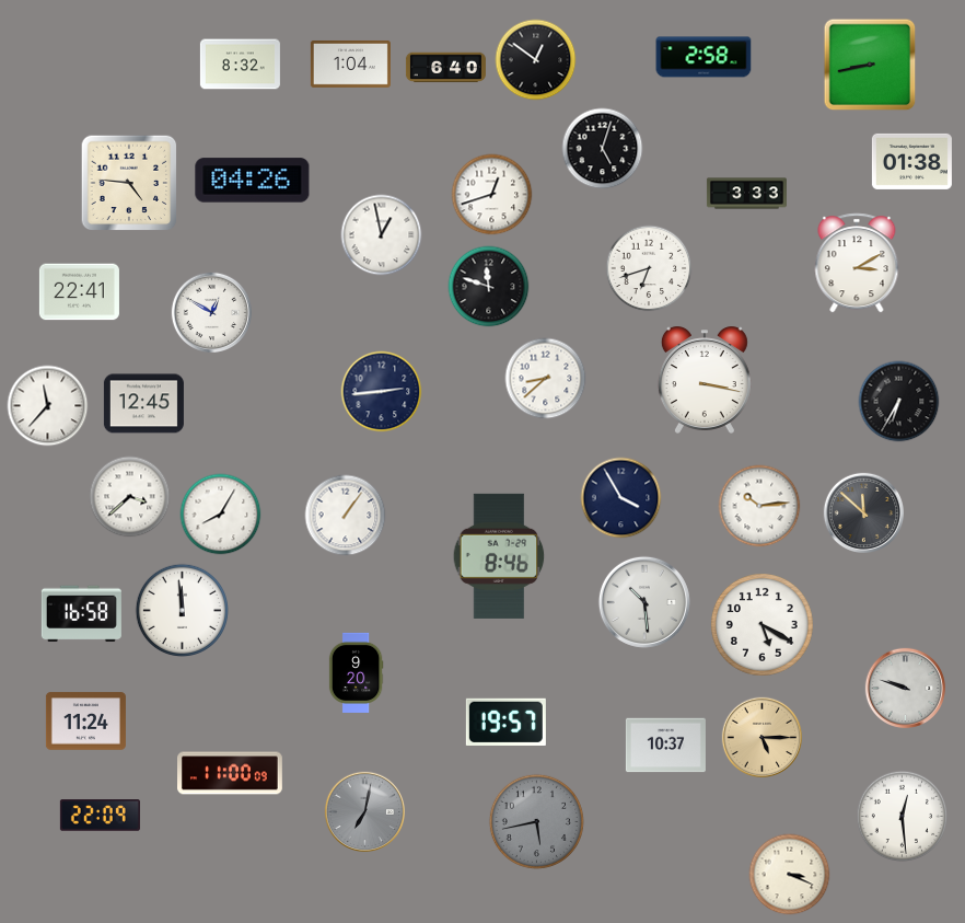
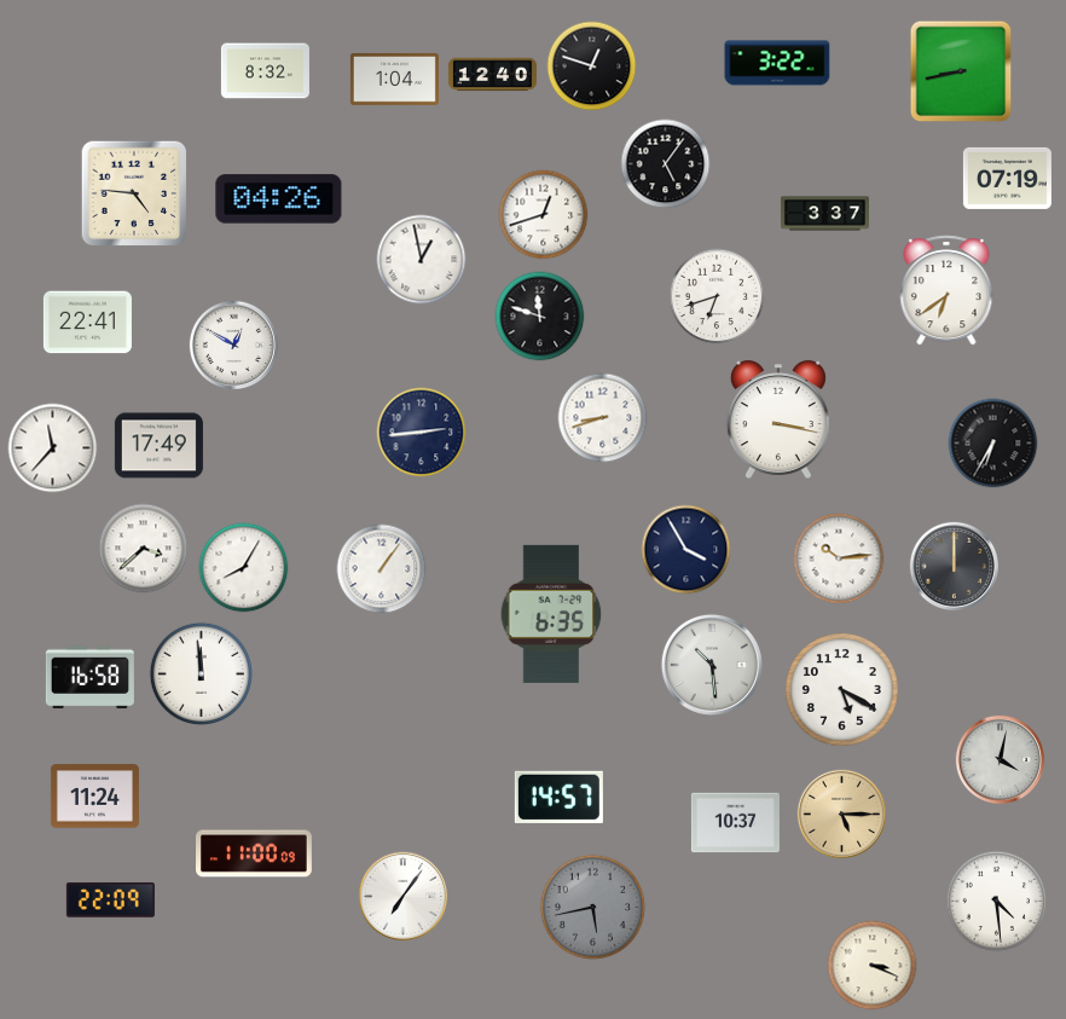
clock at (704, 57): 2:58 -> 3:22
clock at (536, 60): 12:51 -> 12:48
clock at (350, 64) position: (350, 64) -> (394, 79)
clock at (445, 68): 6:40 -> 12:40
clock at (603, 149): 5:03 -> 5:06
clock at (911, 161): 01:38 -> 07:19
clock at (129, 183) position: (129, 183) -> (134, 193)
clock at (746, 194): 3:33 -> 3:37
clock at (857, 263): 3:10 -> 6:39
clock at (546, 379): 8:38 -> 8:42
clock at (143, 404): 12:45 -> 17:49
clock at (864, 514): 11:52 -> 12:00
clock at (499, 556): 8:46 -> 6:35
clock at (356, 672): 9:20 -> none
clock at (906, 689): 9:48 -> 4:02
clock at (505, 722): 19:57 -> 14:57
clock at (365, 812): 7:02 -> 7:06
clock at (365, 812) dial: grey -> white
clock at (903, 817): 12:29 -> 4:29
